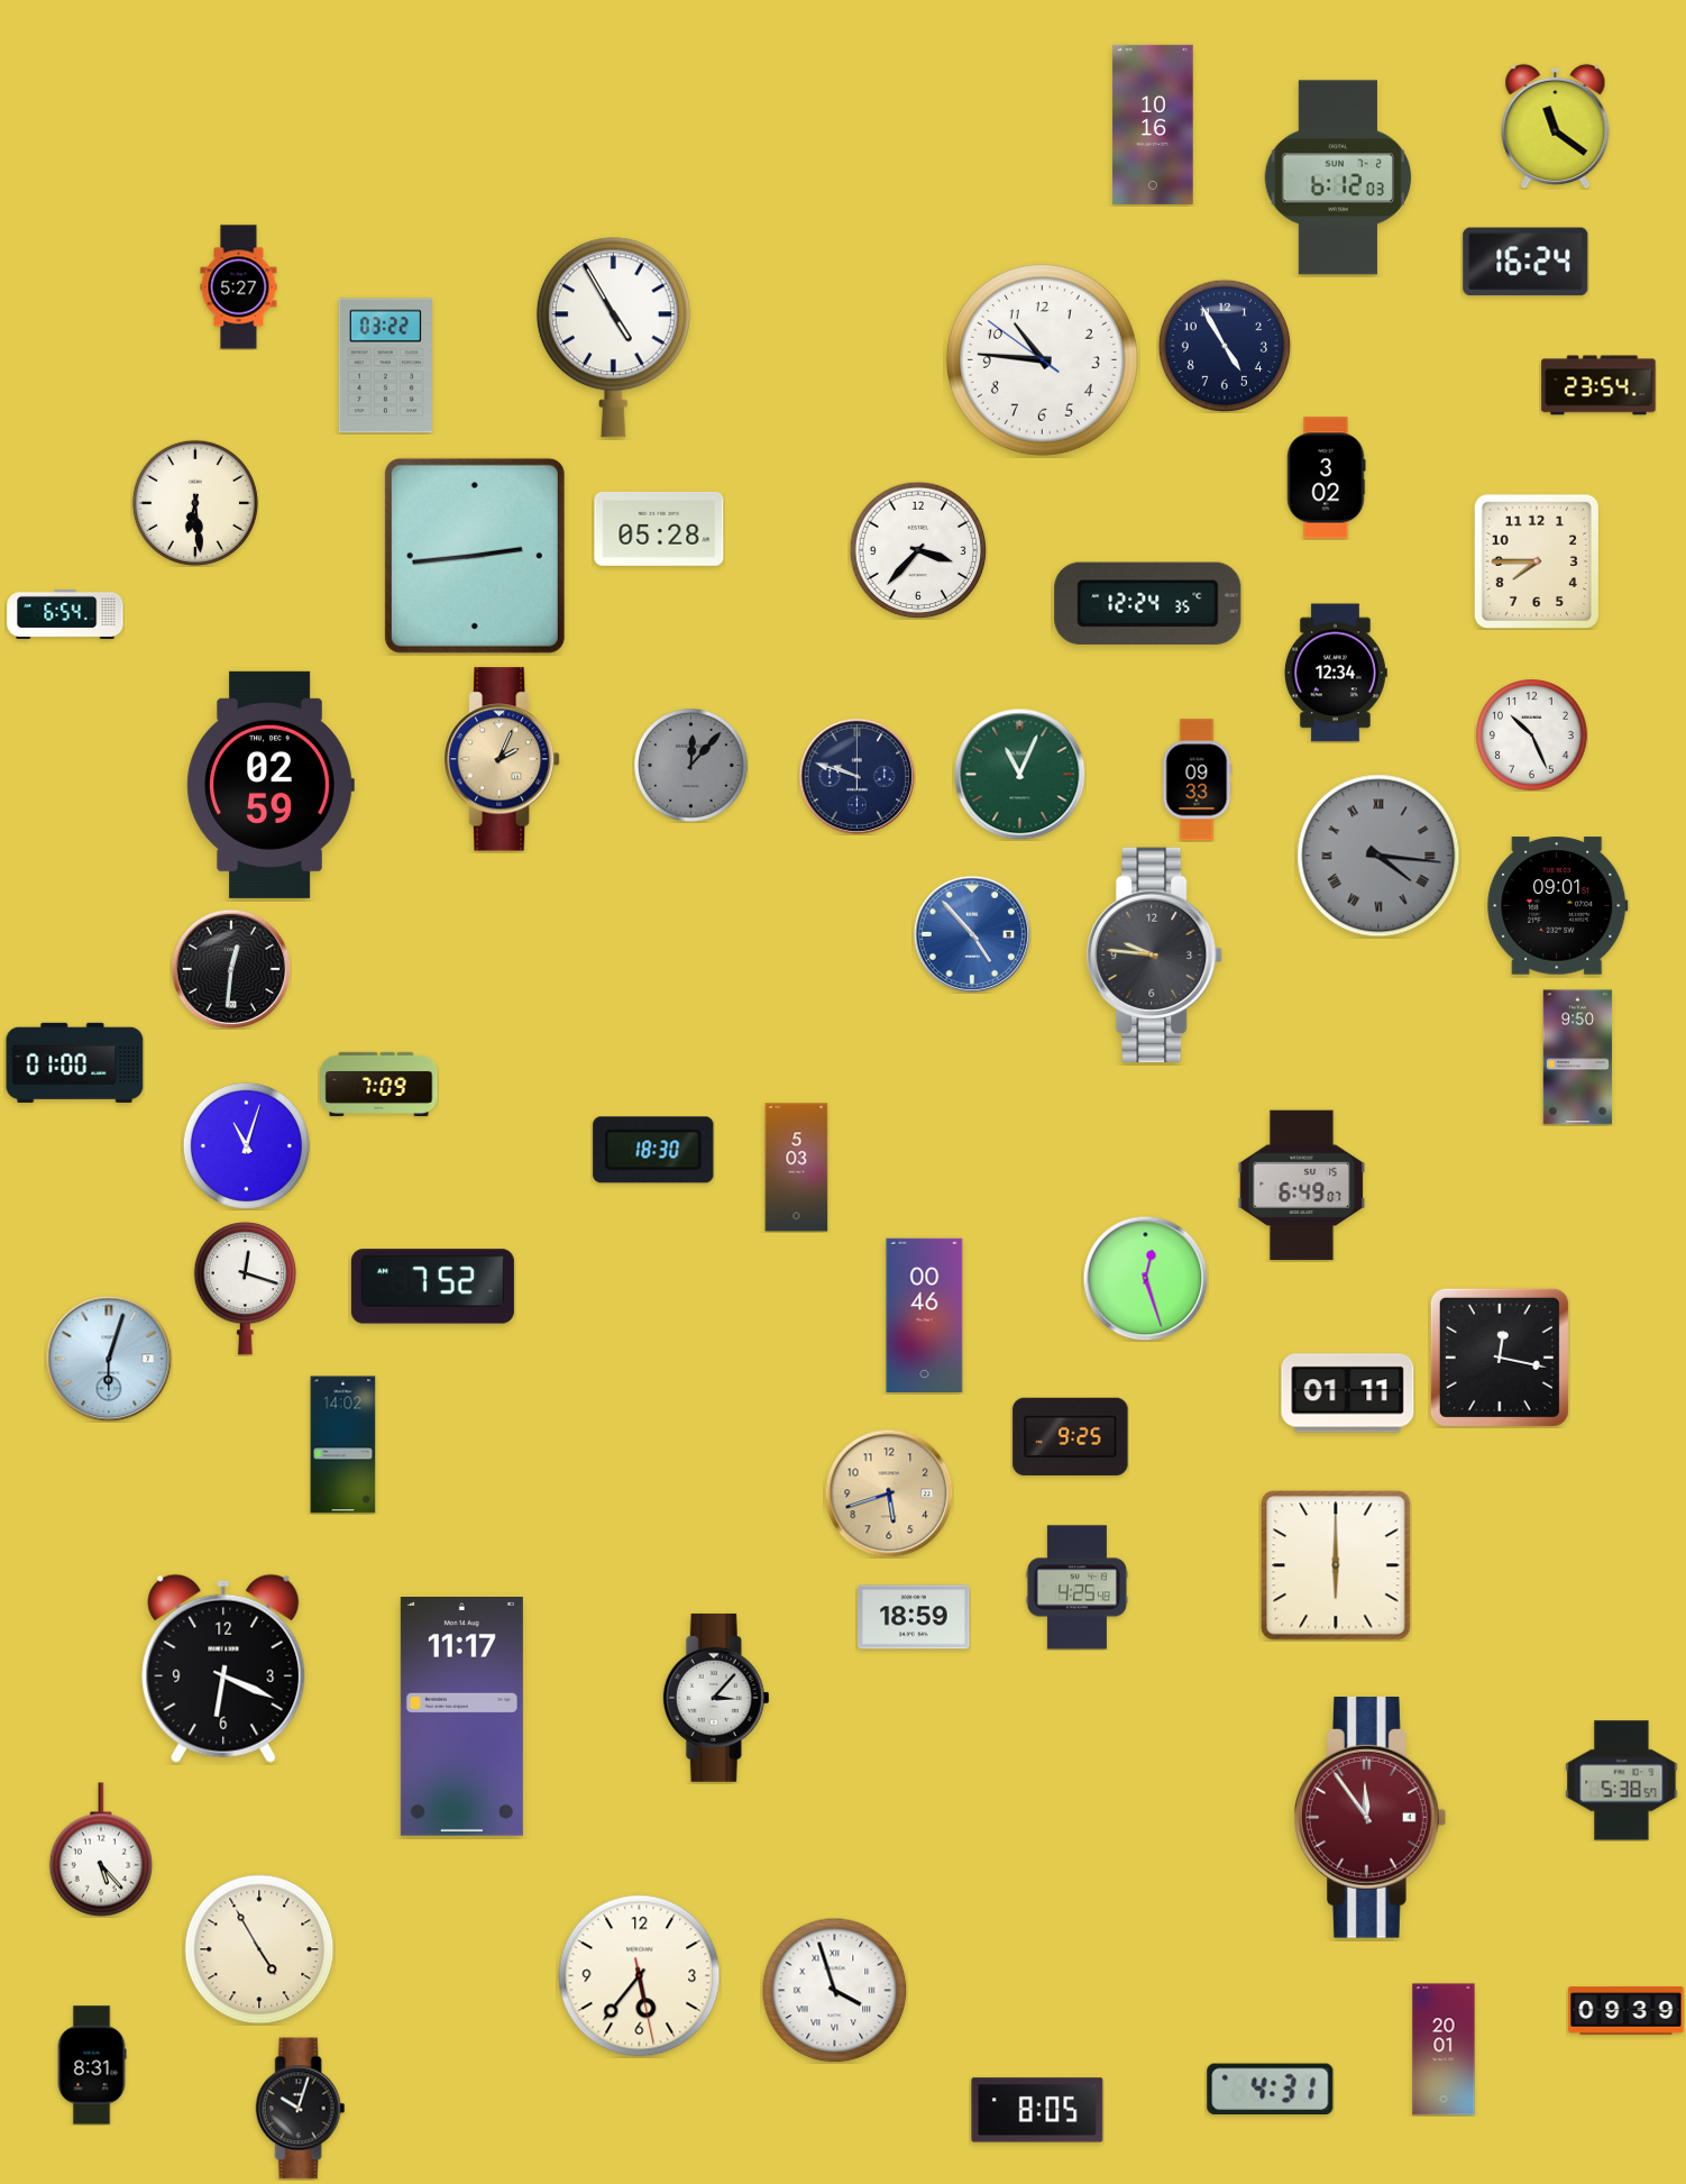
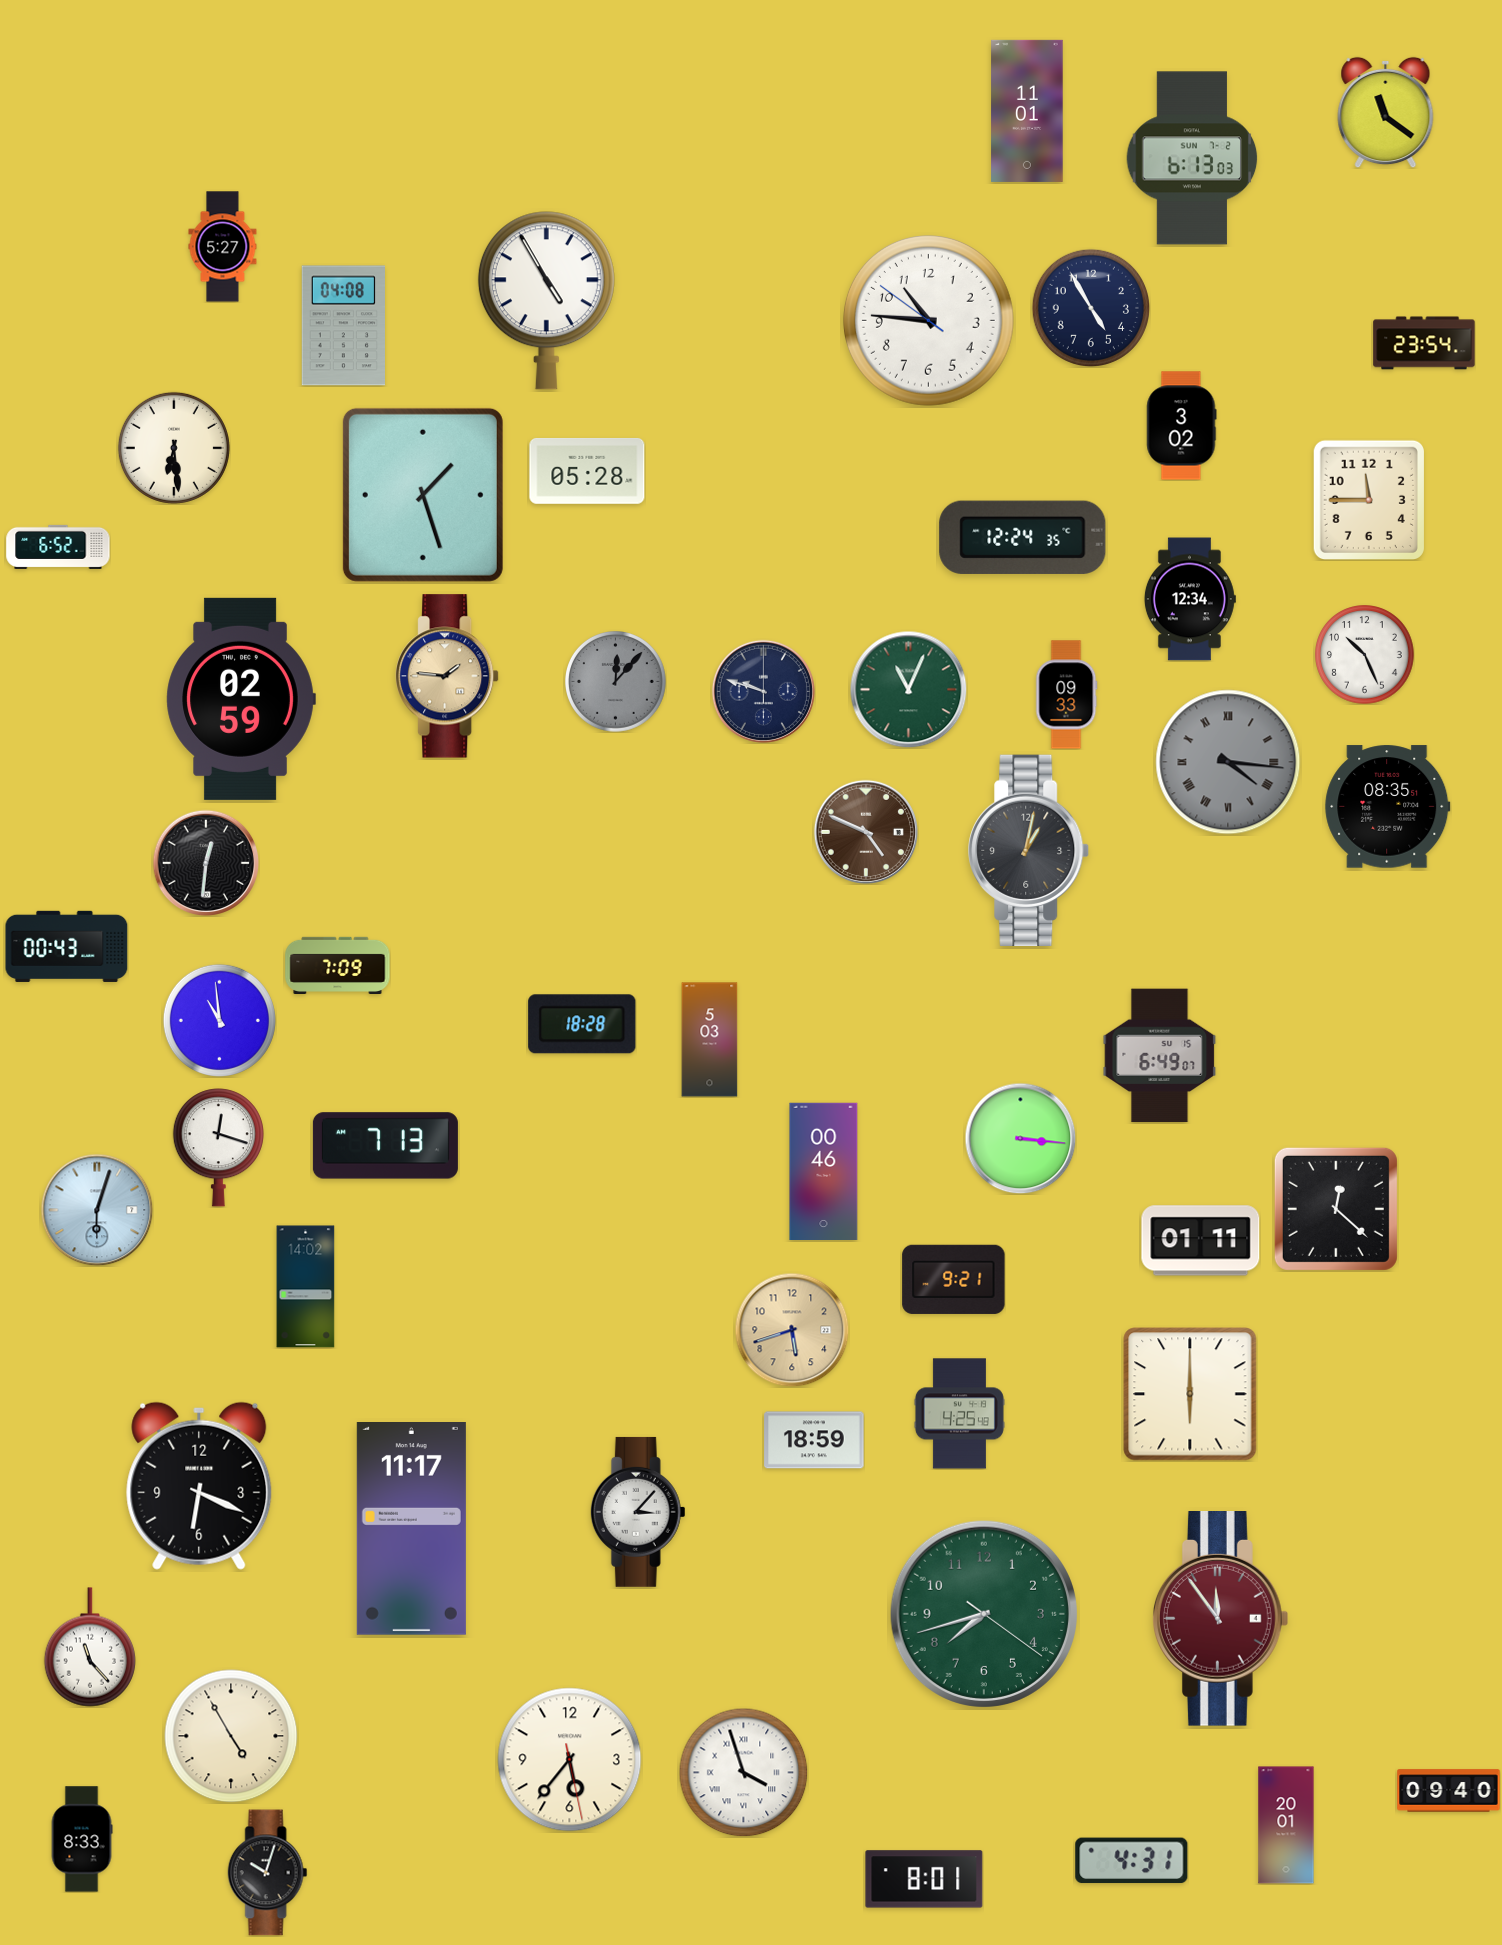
clock at (1153, 125): 10:16 -> 11:01
clock at (1338, 177): 6:12 -> 6:13
clock at (1525, 262): 16:24 -> none
clock at (239, 287) position: (239, 287) -> (223, 247)
clock at (385, 366): 03:22 -> 04:08
clock at (918, 550): 3:37 -> none
clock at (475, 556): 2:44 -> 1:27
clock at (1537, 560): 7:45 -> 11:45
clock at (65, 614): 6:54 -> 6:52
clock at (503, 759): 2:04 -> 1:46
clock at (1558, 906): 09:01 -> 08:35
clock at (972, 934): 4:53 -> 4:49
clock at (972, 934) dial: blue -> brown
clock at (1155, 954): 9:46 -> 1:02
clock at (1578, 1058): 9:50 -> none
clock at (75, 1062): 01:00 -> 00:43
clock at (246, 1145): 11:03 -> 10:59
clock at (653, 1150): 18:30 -> 18:28
clock at (1145, 1278): 12:27 -> 3:16
clock at (432, 1287): 7:52 -> 7:13
clock at (1500, 1358): 12:17 -> 12:22
clock at (1071, 1436): 9:25 -> 9:21
clock at (1622, 1781): 5:38 -> none
clock at (984, 1614): none -> 7:42
clock at (101, 1849): 5:23 -> 11:23
clock at (1627, 2011): 09:39 -> 09:40
clock at (92, 2065): 8:31 -> 8:33
clock at (301, 2109) position: (301, 2109) -> (268, 1873)
clock at (1037, 2110): 8:05 -> 8:01
